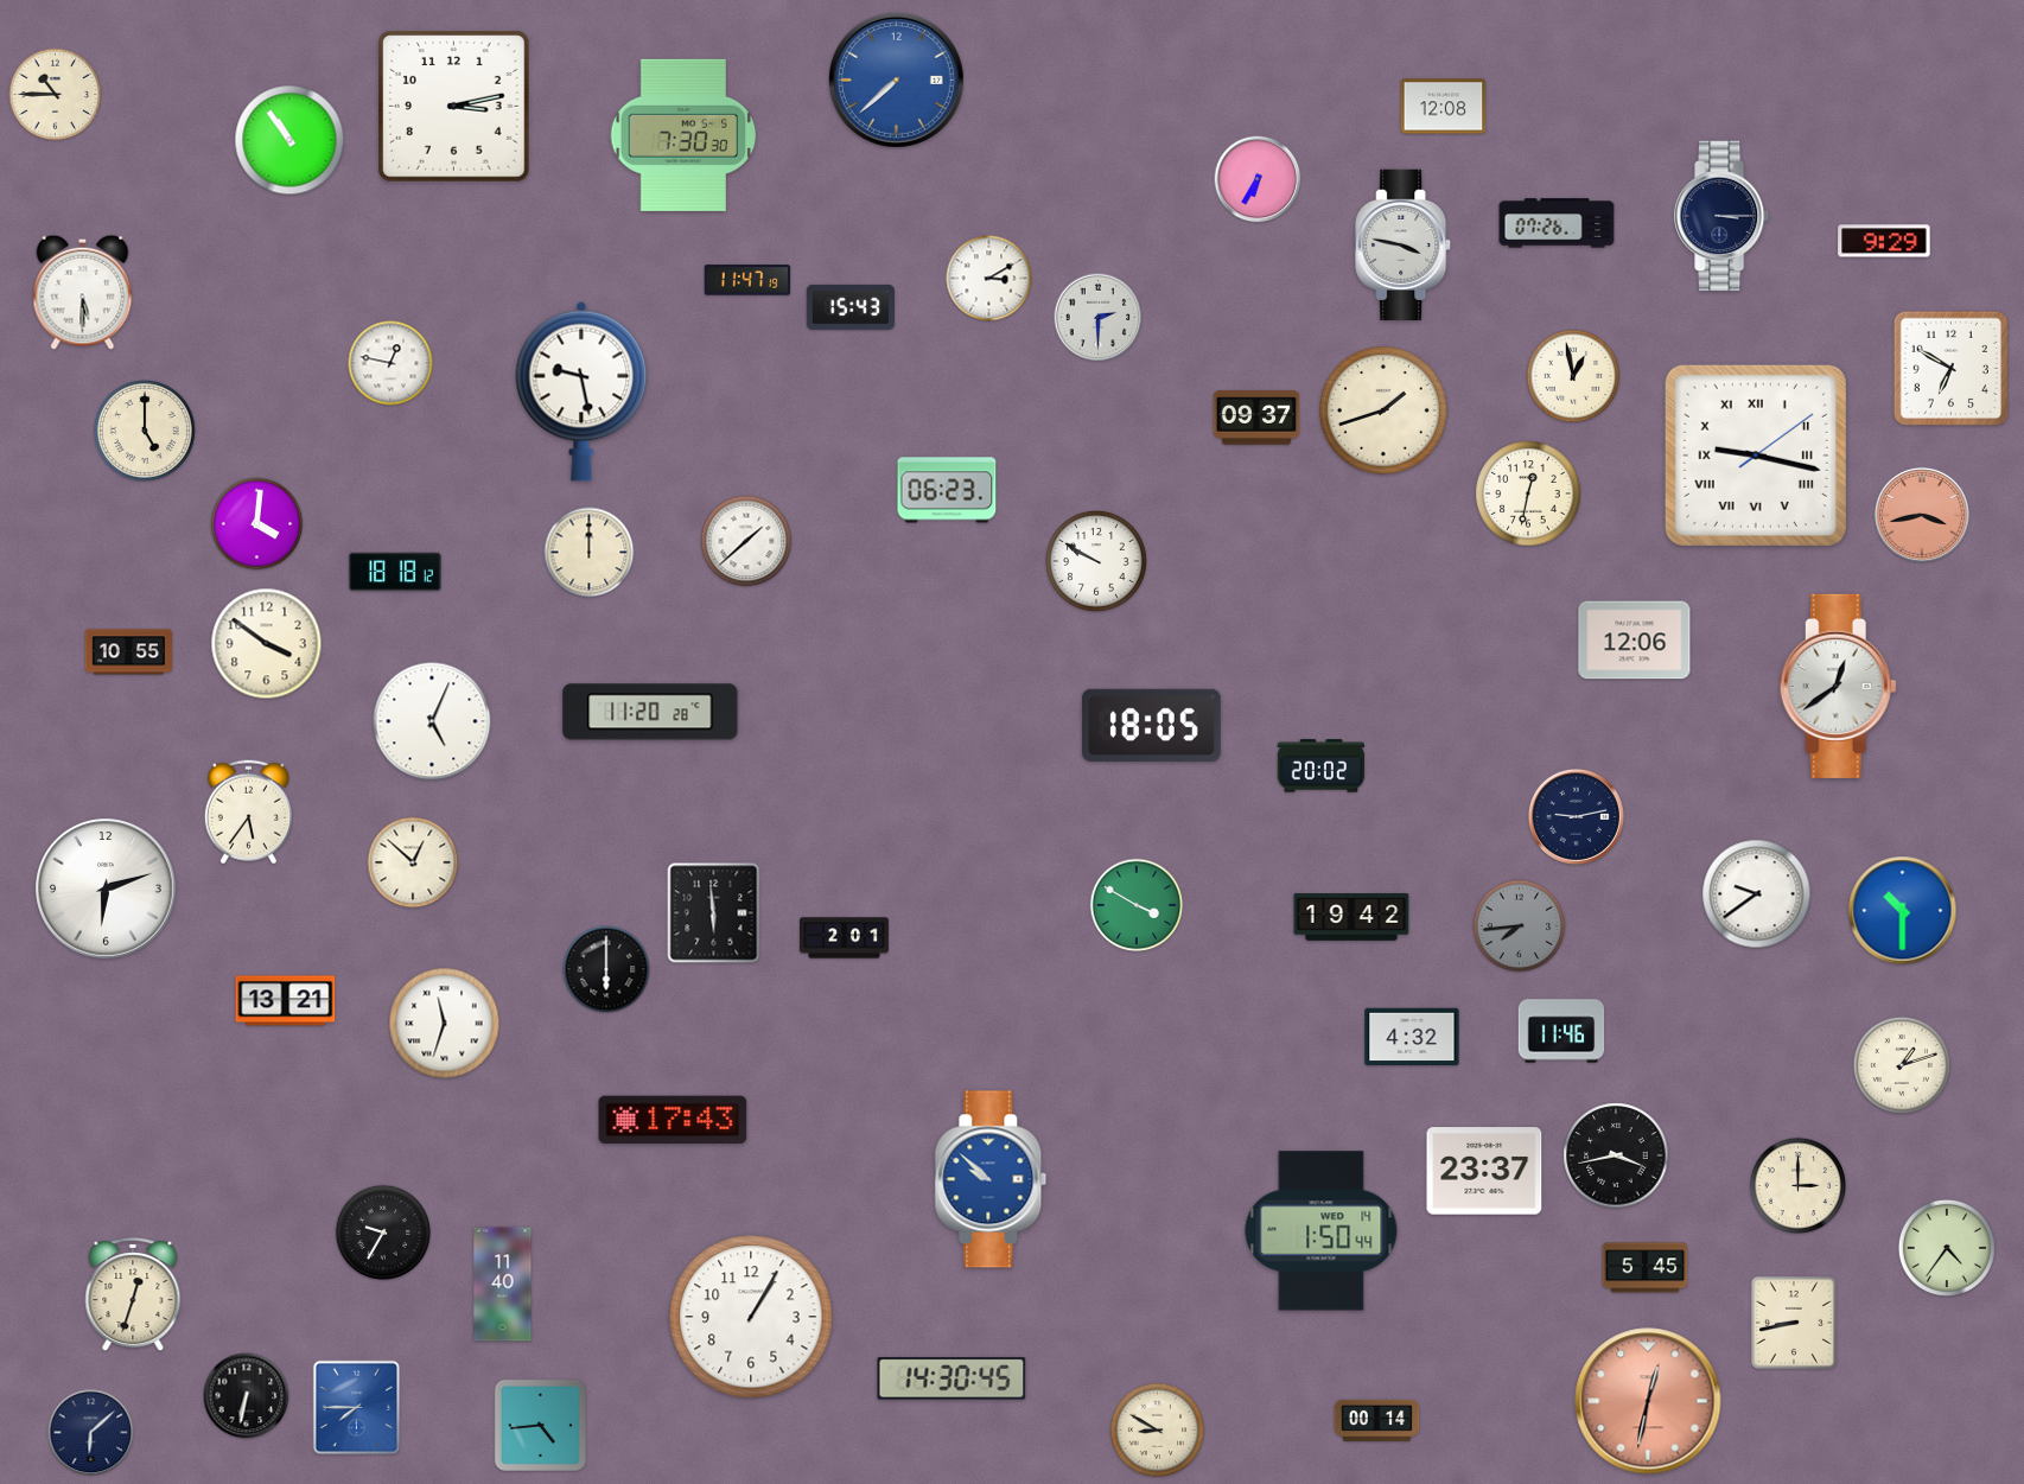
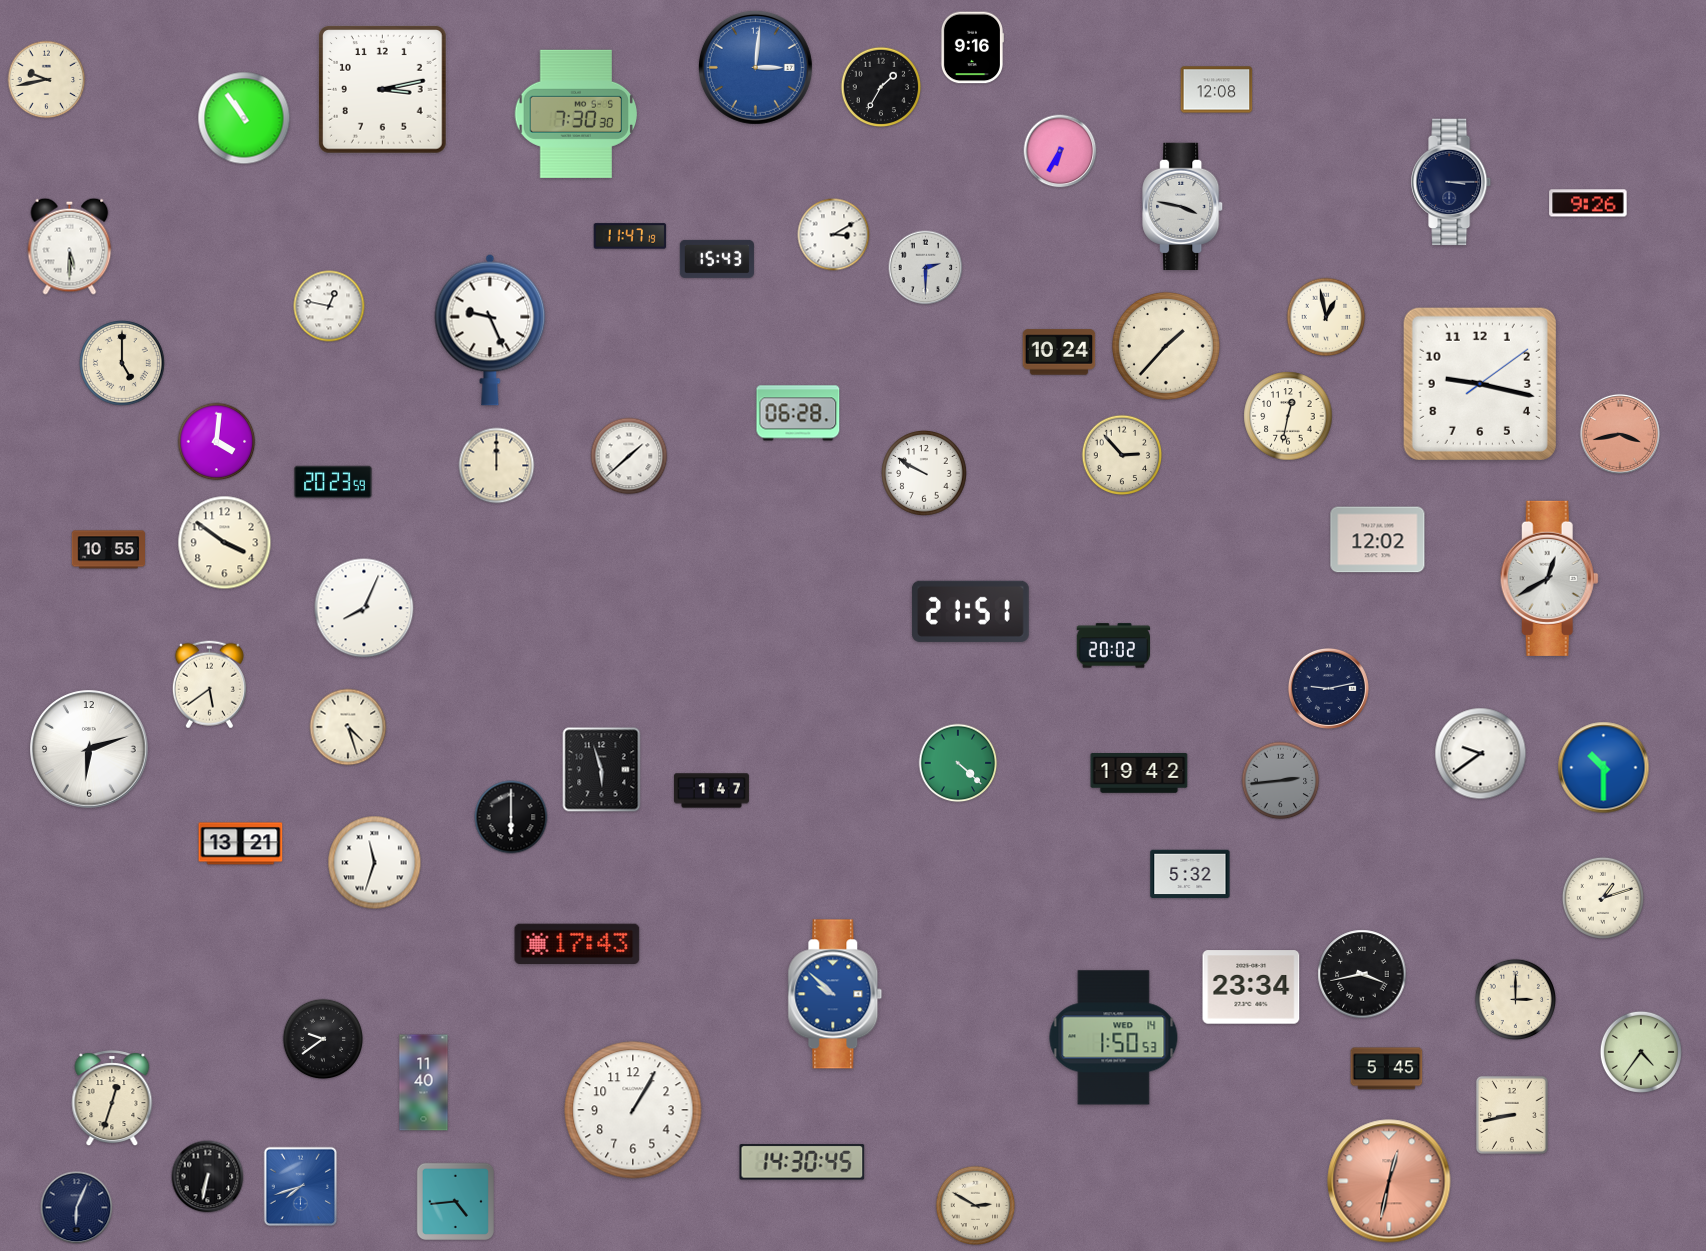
clock at (971, 48): none -> 9:16
clock at (896, 79): 7:38 -> 3:01
clock at (56, 95): 10:45 -> 9:43
clock at (881, 87): none -> 1:35
clock at (1557, 223): 07:26 -> none
clock at (1884, 241): 9:29 -> 9:26
clock at (1950, 368): 6:50 -> none
clock at (581, 391): 9:28 -> 9:26
clock at (1383, 410): 1:42 -> 1:37
clock at (1256, 418): 09:37 -> 10:24
clock at (1756, 456) numerals: Roman -> Arabic
clock at (947, 490): 06:23 -> 06:28
clock at (1122, 455): none -> 2:53
clock at (395, 572): 18:18 -> 20:23
clock at (1635, 641): 12:06 -> 12:02
clock at (1838, 686): 12:39 -> 12:40
clock at (650, 712): 11:20 -> none
clock at (432, 721): 5:04 -> 8:04
clock at (1151, 725): 18:05 -> 21:51
clock at (248, 813): 5:36 -> 5:39
clock at (413, 862): 12:52 -> 4:27
clock at (1137, 905): 3:50 -> 4:22
clock at (714, 913): 5:59 -> 5:57
clock at (1520, 926): 7:44 -> 2:44
clock at (844, 938): 2:01 -> 1:47
clock at (1561, 1031): 11:46 -> none
clock at (1412, 1037): 4:32 -> 5:32
clock at (673, 1120) position: (673, 1120) -> (577, 944)
clock at (1484, 1171): 23:37 -> 23:34
clock at (1322, 1231): 1:50:44 -> 1:50:53
clock at (383, 1233): 9:35 -> 9:39
clock at (133, 1295) position: (133, 1295) -> (112, 1099)
clock at (357, 1408): 7:45 -> 7:42
clock at (1377, 1420): 00:14 -> none
clock at (1158, 1431): 8:50 -> 2:50
clock at (91, 1433): 6:08 -> 6:04
